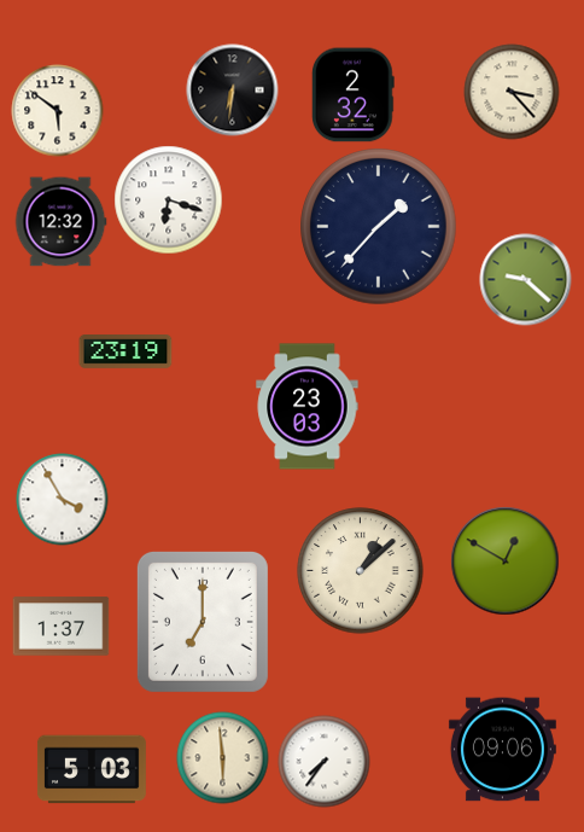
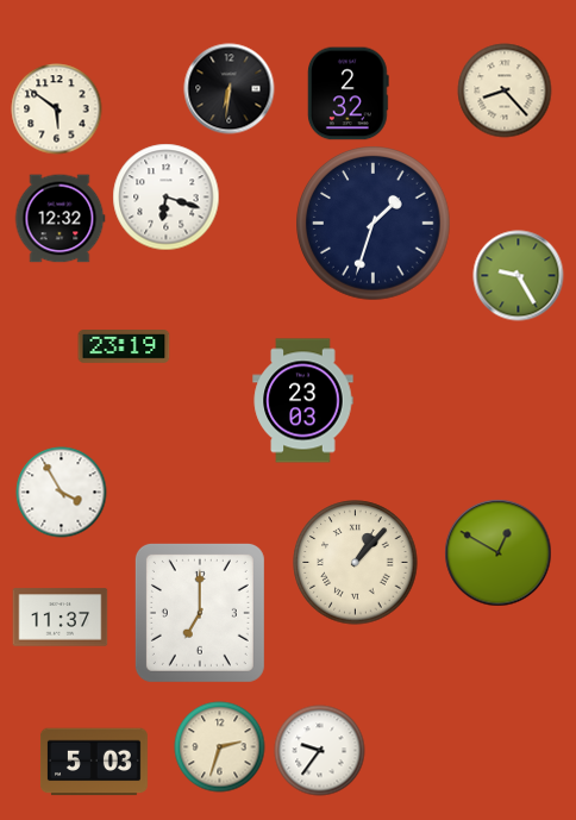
clock at (512, 92): 3:23 -> 8:23
clock at (379, 227): 1:37 -> 1:33
clock at (526, 280): 9:22 -> 9:25
clock at (361, 571): 1:08 -> 1:07
clock at (62, 627): 1:37 -> 11:37
clock at (502, 750): 09:06 -> none
clock at (223, 758): 5:59 -> 2:33
clock at (325, 762): 7:36 -> 9:36
clock at (92, 769) position: (92, 769) -> (94, 762)
